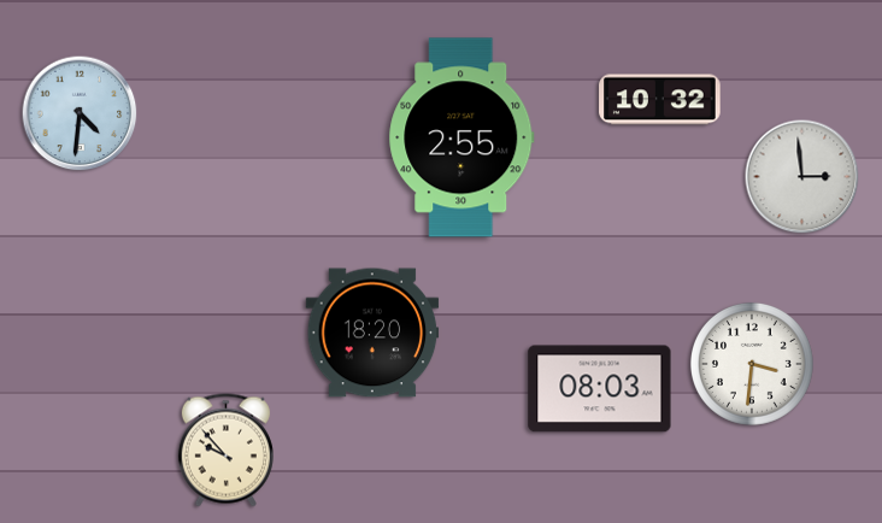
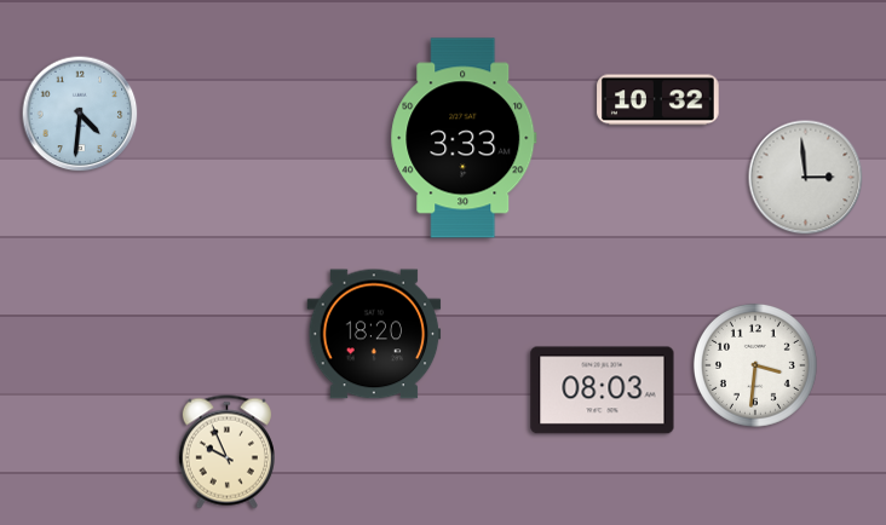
clock at (660, 100) position: (660, 100) -> (658, 100)
clock at (461, 137): 2:55 -> 3:33
clock at (225, 451): 9:53 -> 9:56
